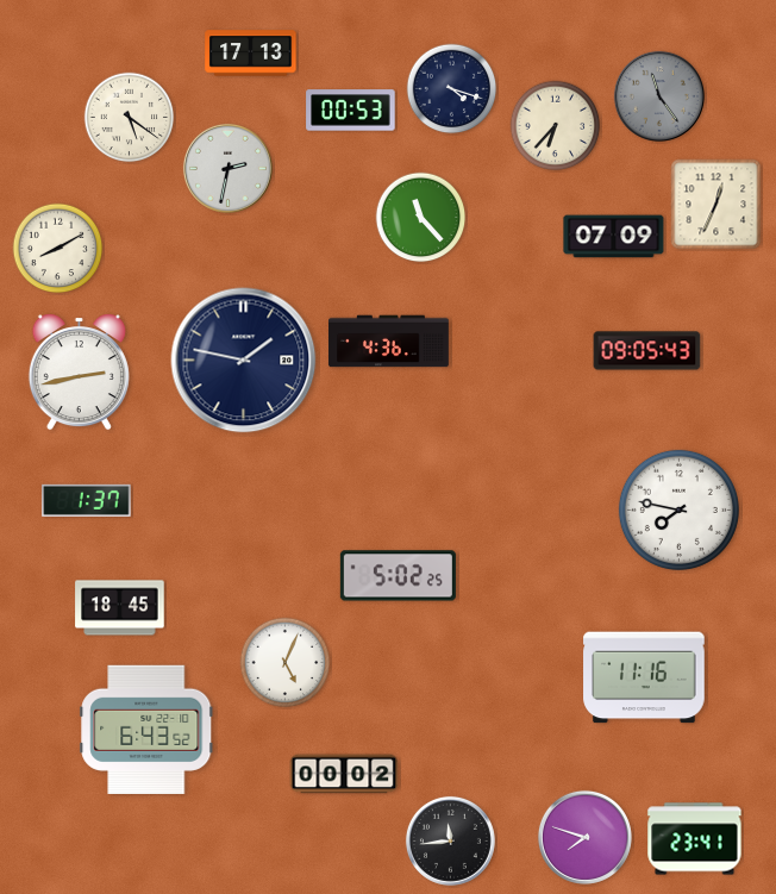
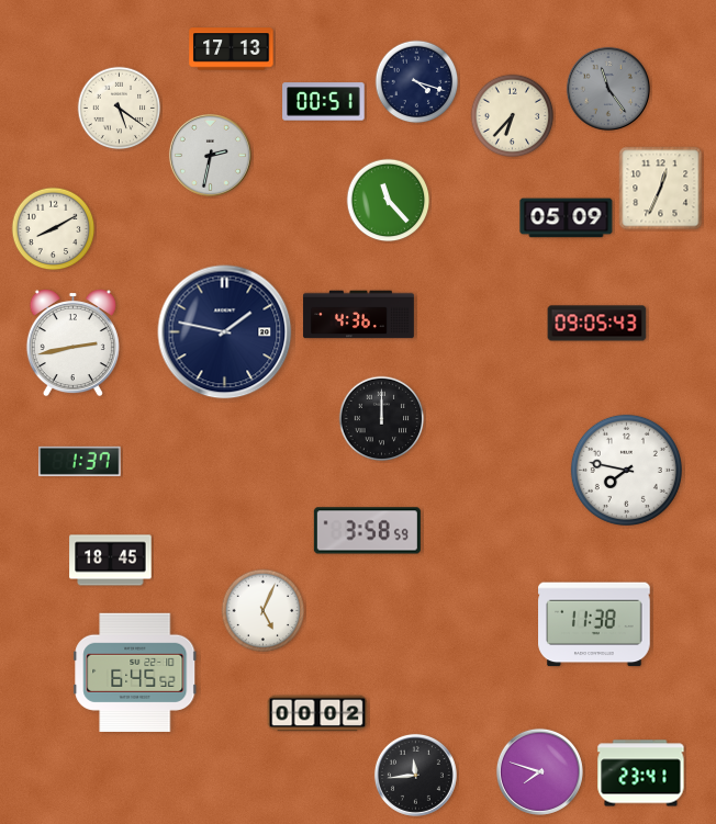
clock at (351, 111): 00:53 -> 00:51
clock at (614, 237): 07:09 -> 05:09
clock at (382, 419): none -> 12:00
clock at (398, 576): 5:02 -> 3:58
clock at (644, 677): 11:16 -> 11:38
clock at (146, 730): 6:43 -> 6:45
